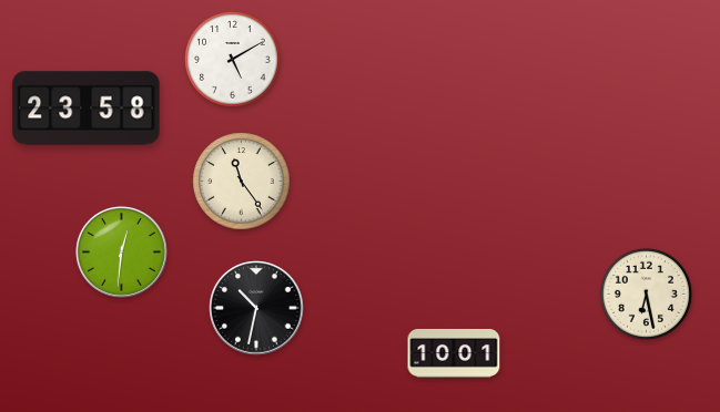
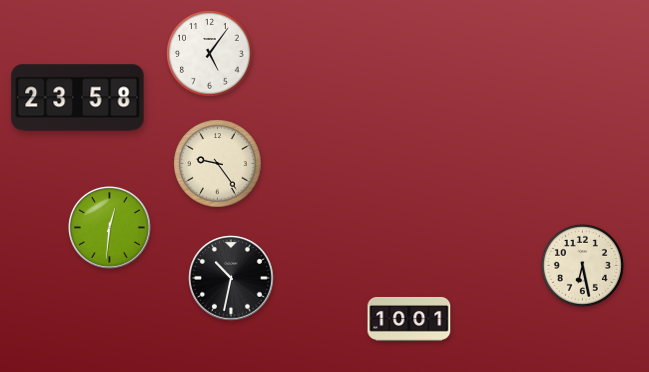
clock at (233, 60): 5:10 -> 5:06
clock at (242, 182): 11:24 -> 9:24
